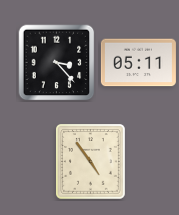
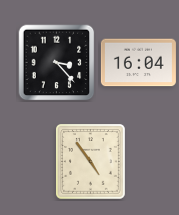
clock at (138, 63): 05:11 -> 16:04
